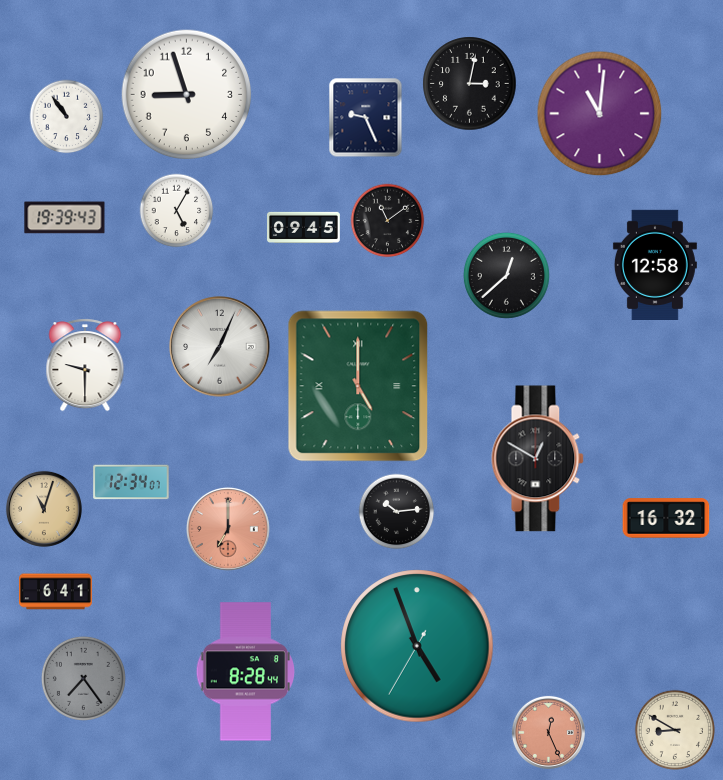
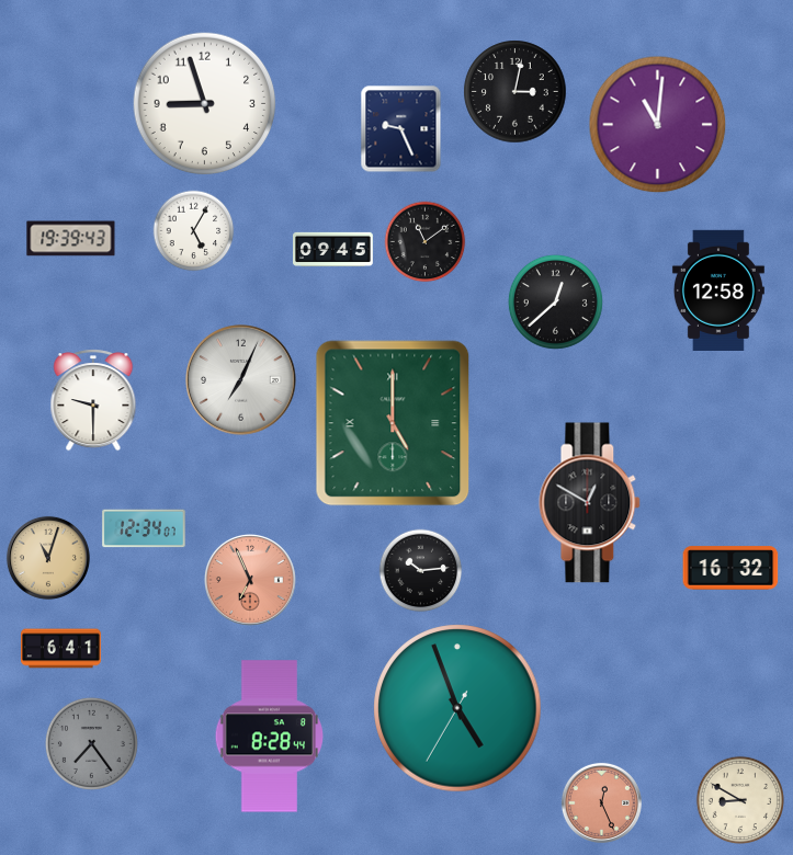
clock at (67, 117): 10:54 -> none
clock at (397, 512) position: (397, 512) -> (421, 571)
clock at (228, 529): 7:00 -> 6:56
